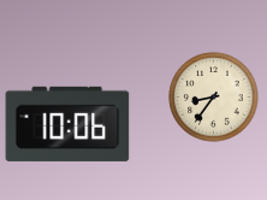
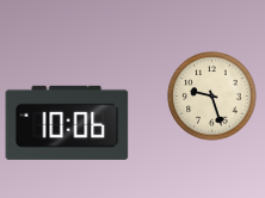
clock at (214, 98): 8:36 -> 9:27
